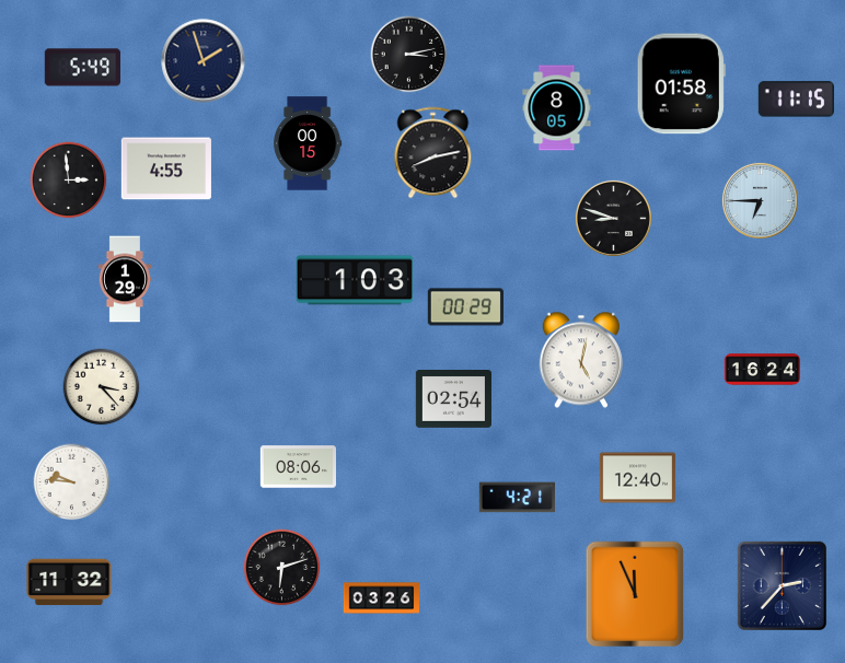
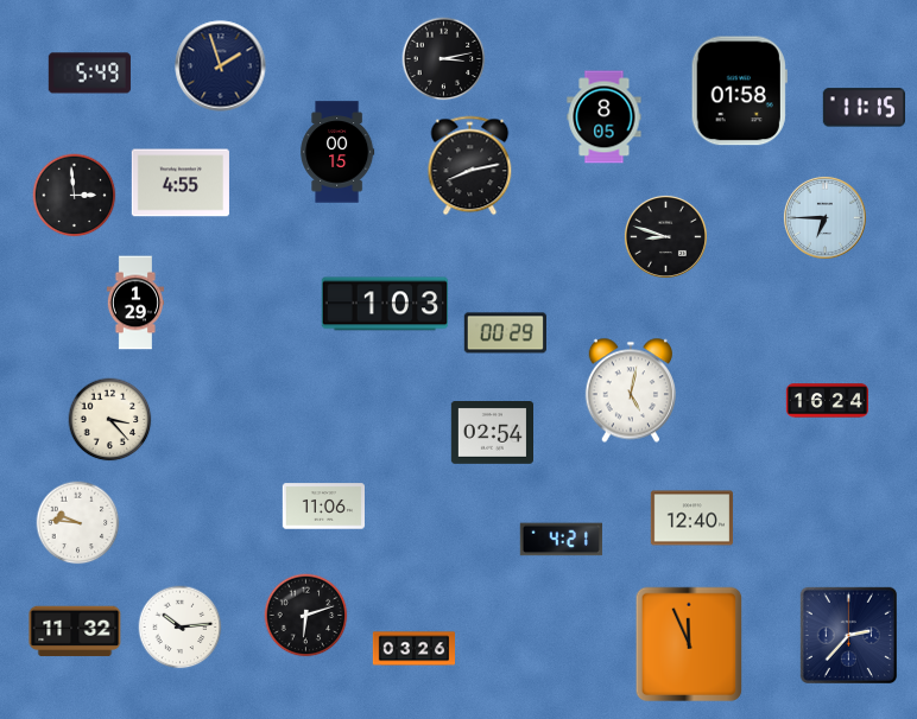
clock at (308, 143) position: (308, 143) -> (337, 152)
clock at (298, 467): 08:06 -> 11:06
clock at (181, 628): none -> 10:14
